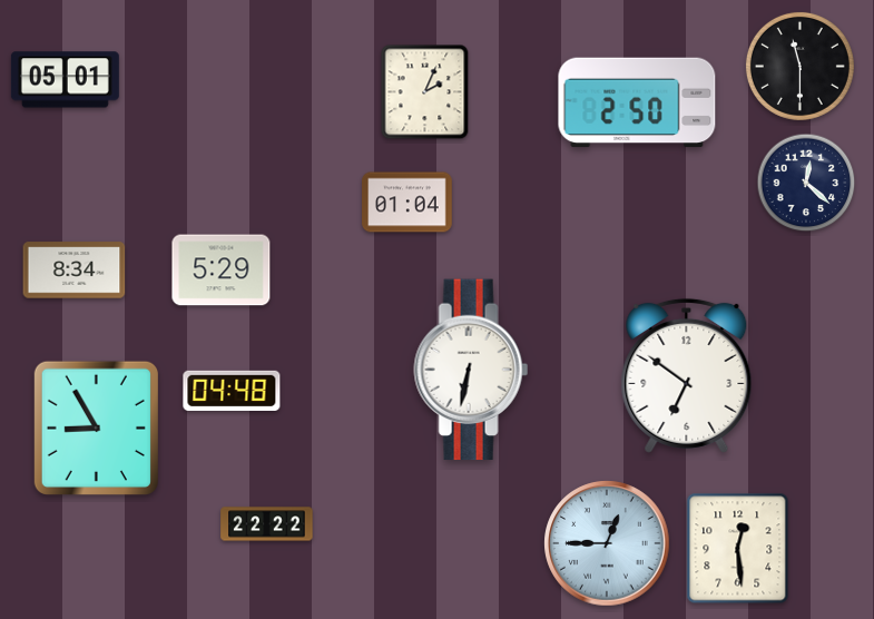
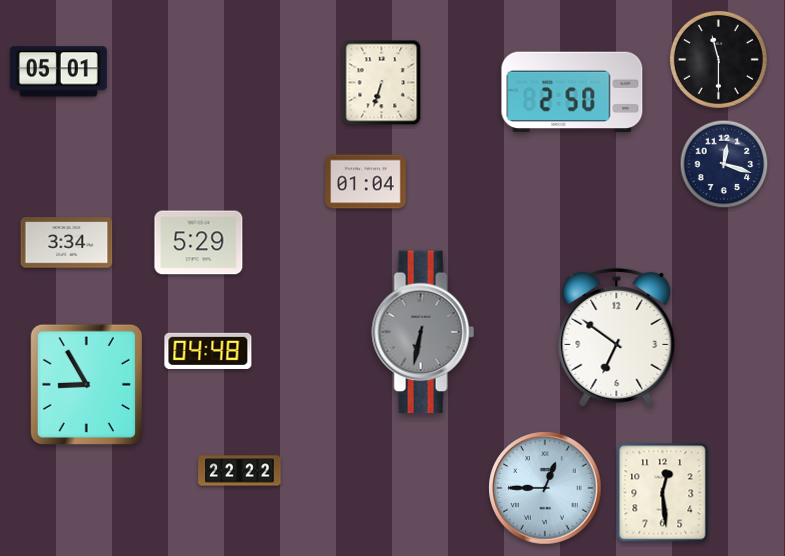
clock at (425, 92): 2:04 -> 6:33
clock at (806, 183): 12:22 -> 12:18
clock at (75, 271): 8:34 -> 3:34
clock at (471, 370) dial: white -> grey
